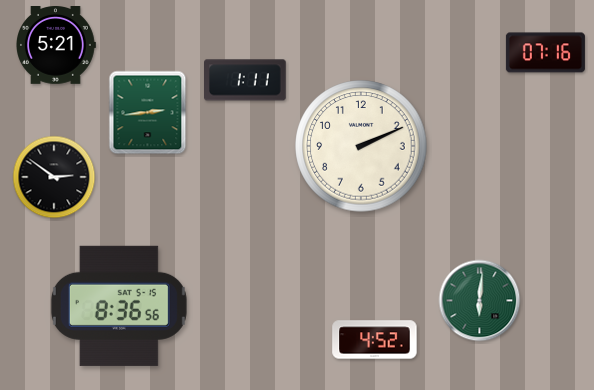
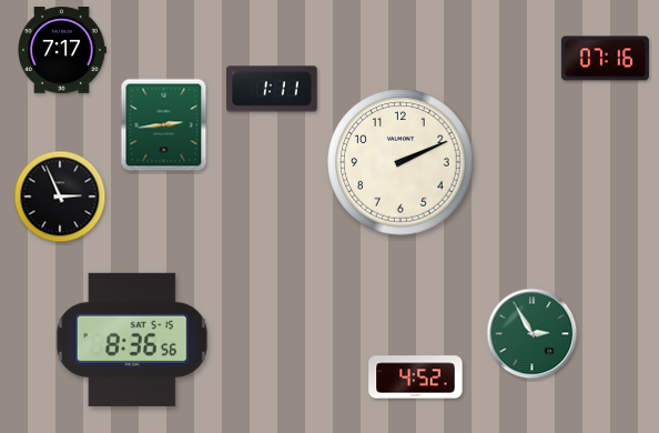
clock at (56, 46): 5:21 -> 7:17
clock at (54, 177): 2:51 -> 2:56
clock at (480, 301): 6:01 -> 2:55
